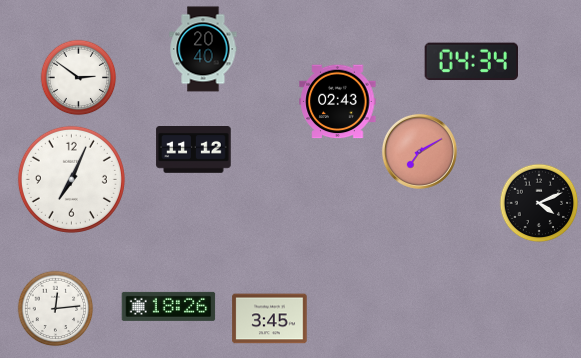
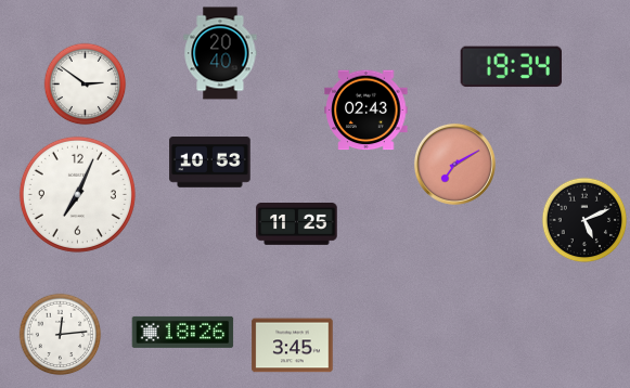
clock at (471, 62): 04:34 -> 19:34
clock at (194, 150): 11:12 -> 10:53
clock at (539, 203): 4:11 -> 5:11
clock at (297, 224): none -> 11:25
